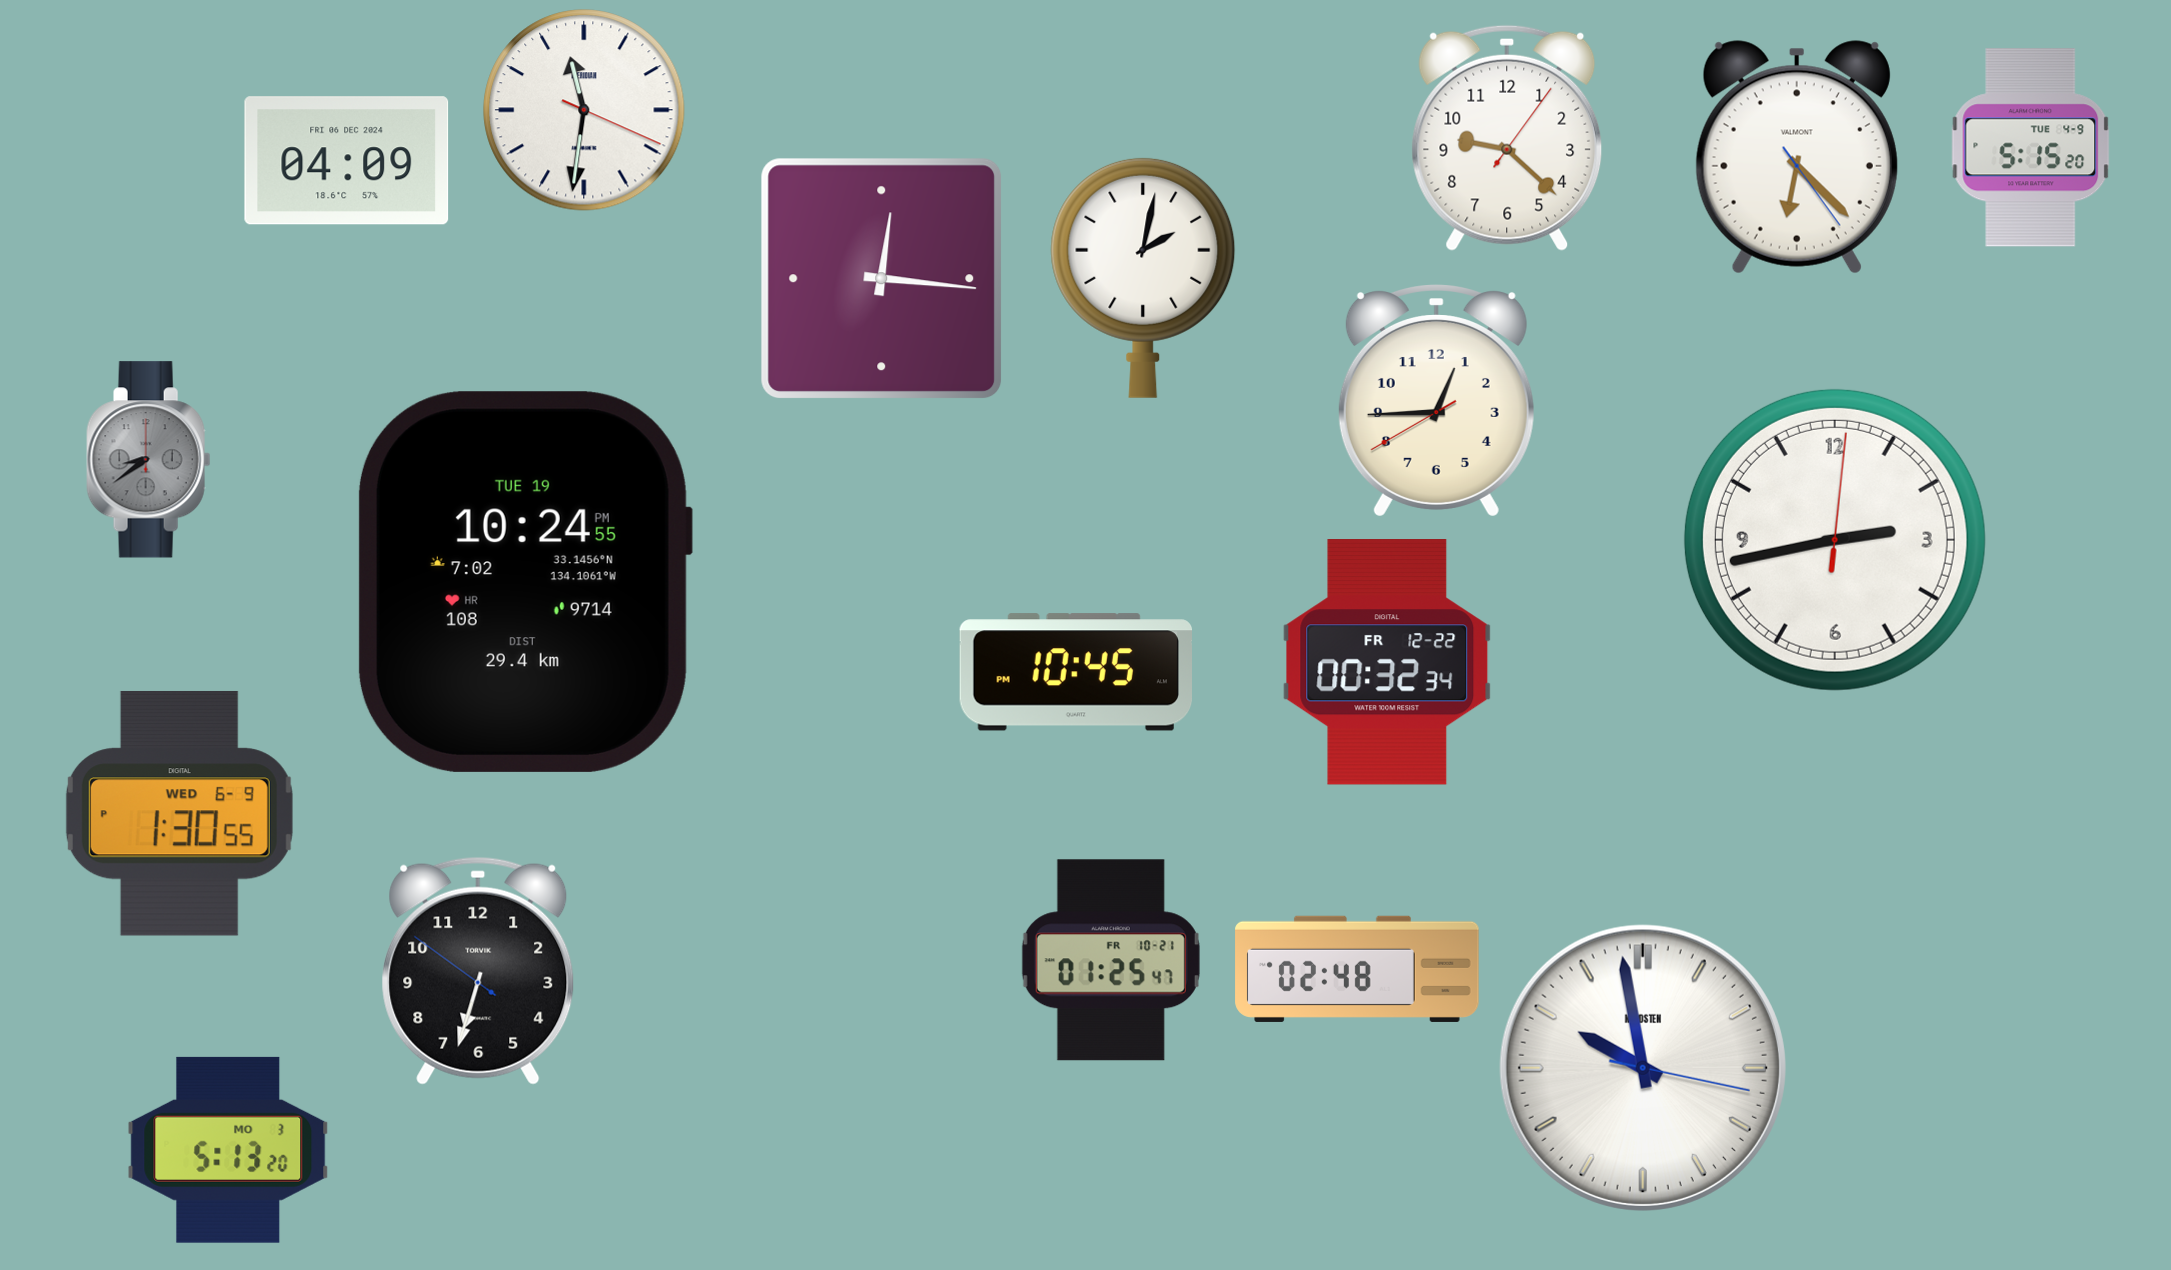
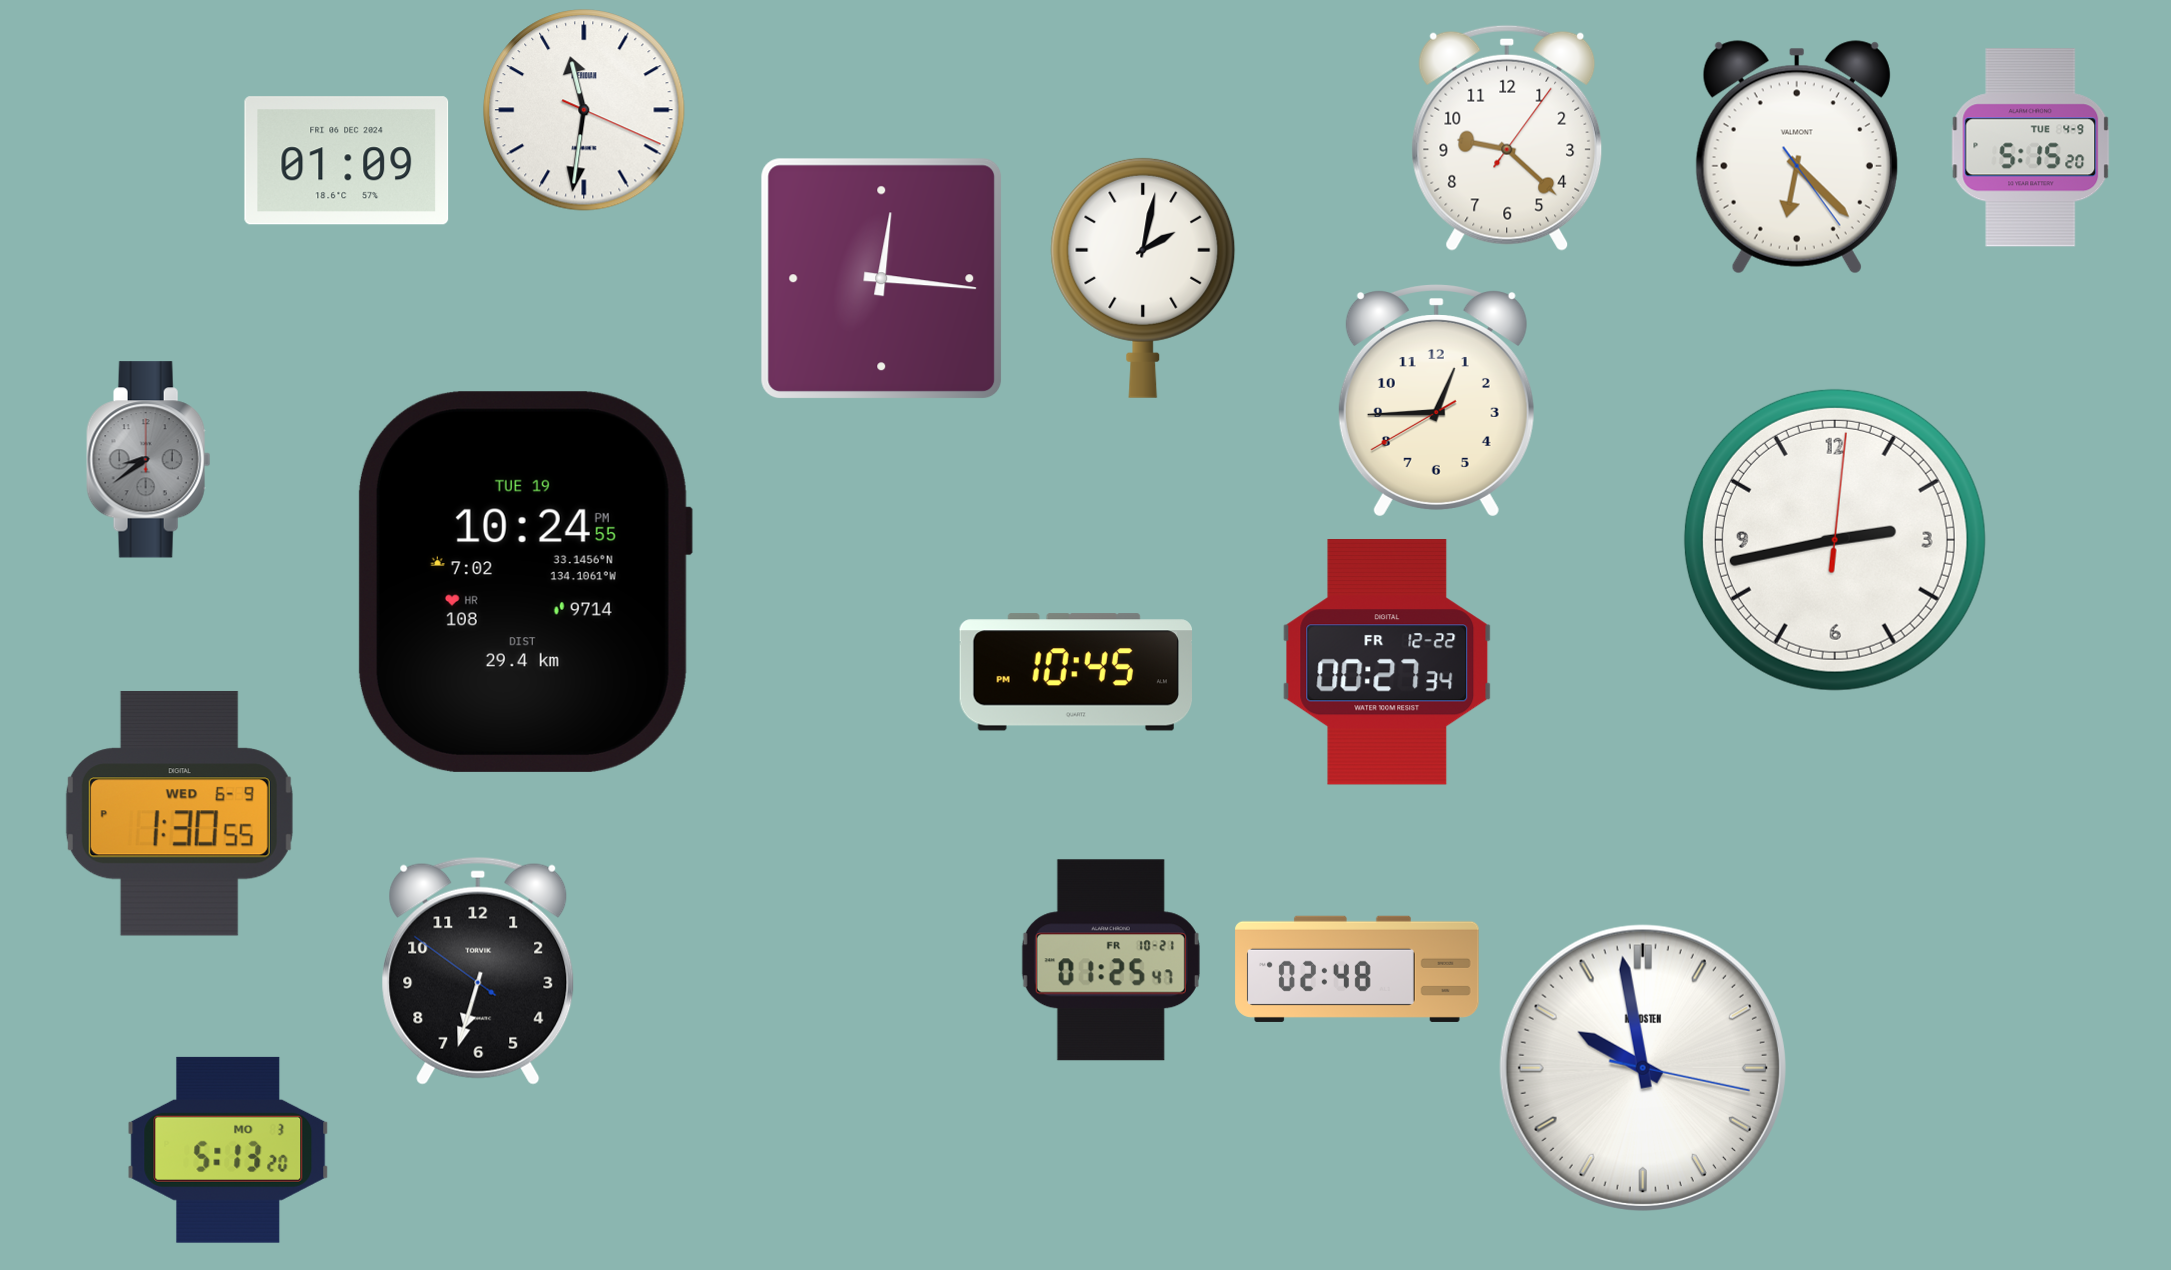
clock at (347, 161): 04:09 -> 01:09
clock at (1387, 662): 00:32 -> 00:27
